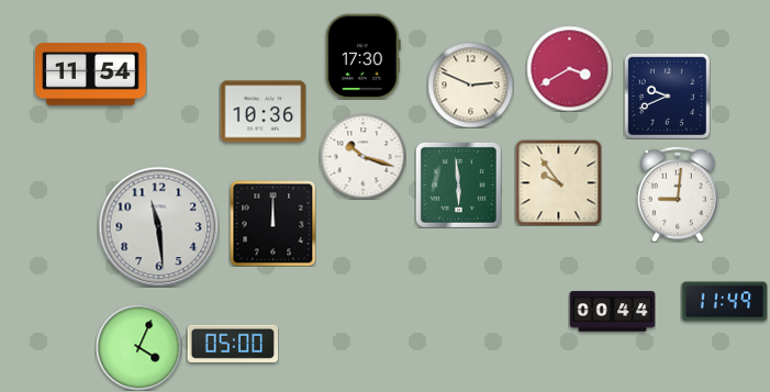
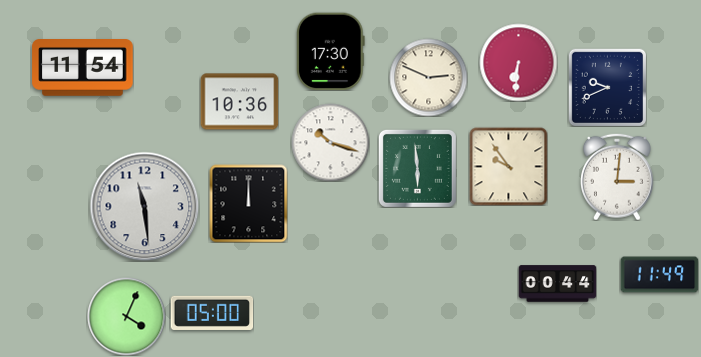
clock at (569, 68): 3:40 -> 6:31
clock at (679, 194): 9:01 -> 3:01
